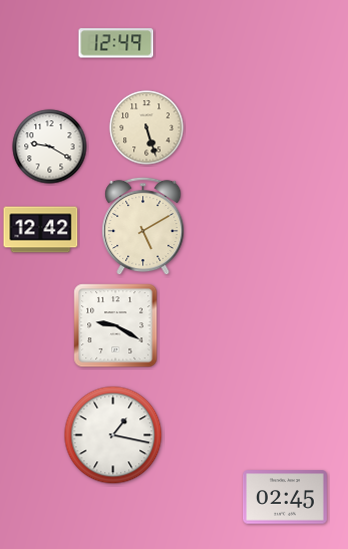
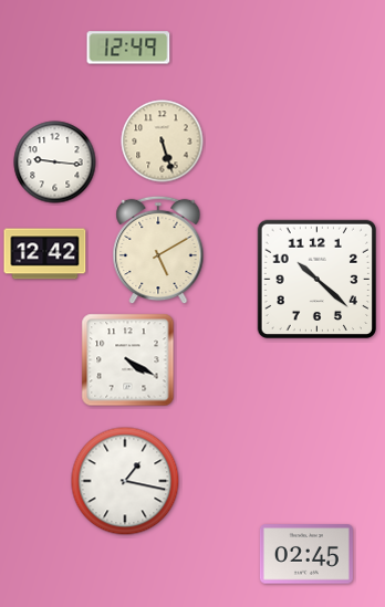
clock at (50, 147): 9:20 -> 9:16
clock at (316, 279): none -> 10:22
clock at (116, 326): 9:20 -> 4:20
clock at (285, 497) position: (285, 497) -> (306, 554)
